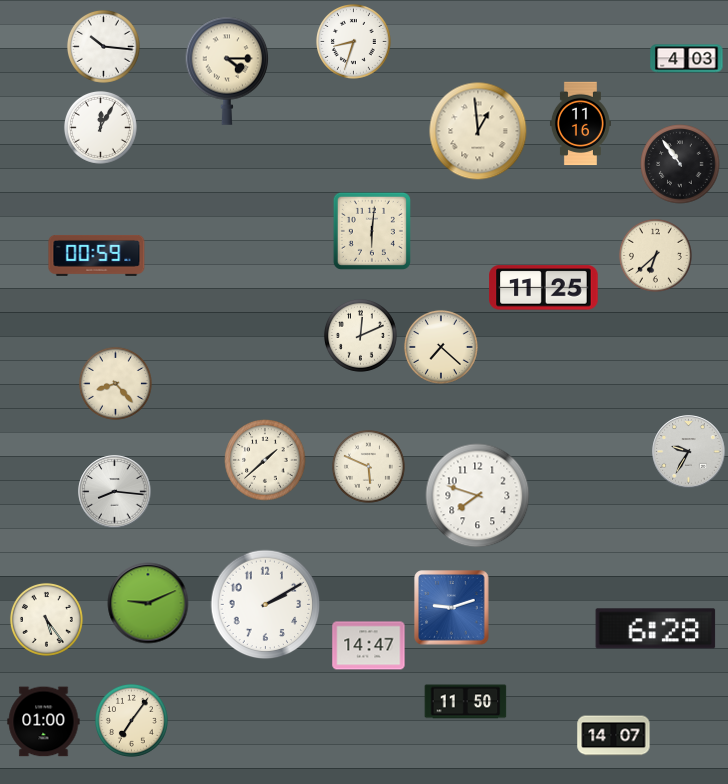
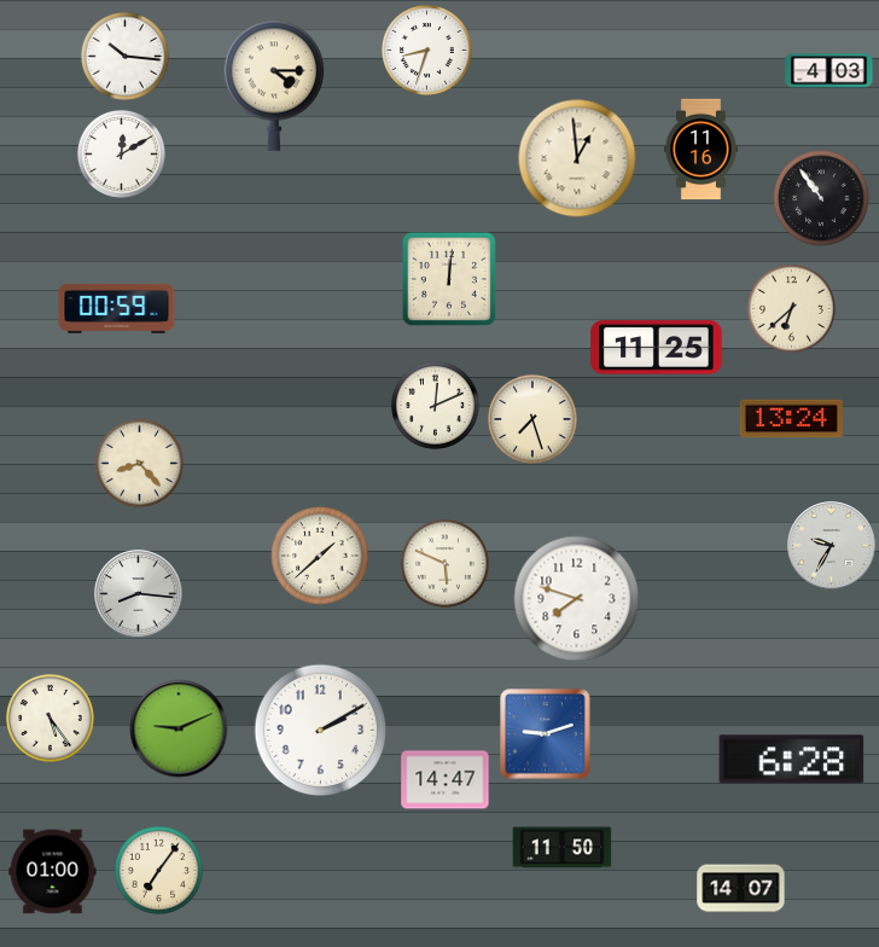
clock at (100, 127): 12:05 -> 12:10
clock at (372, 231): 6:01 -> 12:01
clock at (441, 347): 7:22 -> 7:27
clock at (791, 419): none -> 13:24
clock at (46, 619) position: (46, 619) -> (50, 717)
